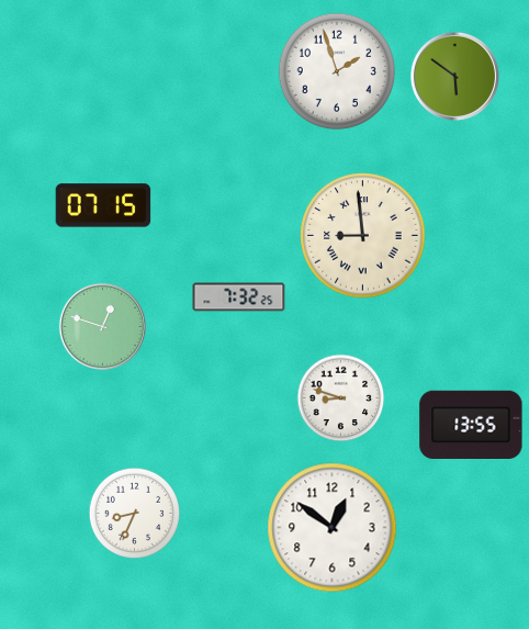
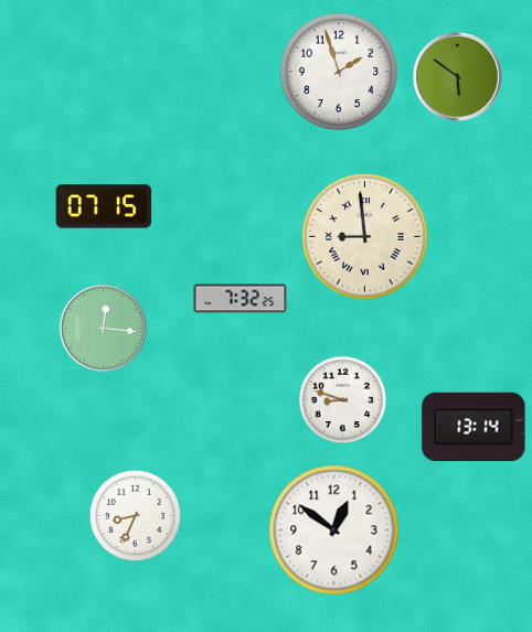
clock at (103, 327): 12:48 -> 12:16
clock at (471, 424): 13:55 -> 13:14
